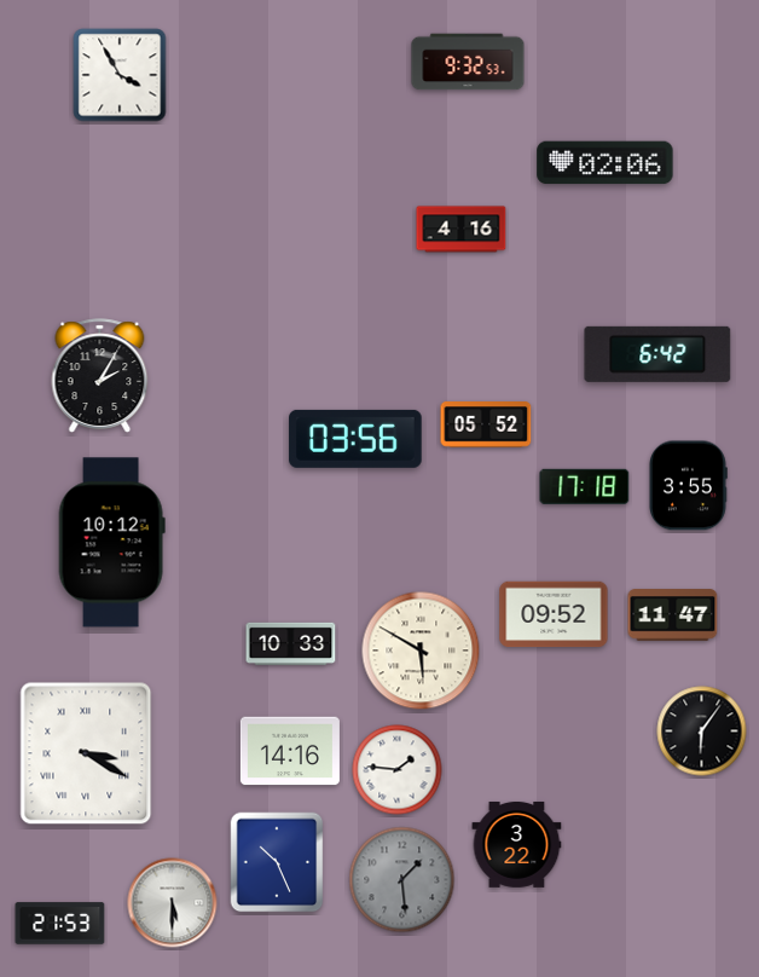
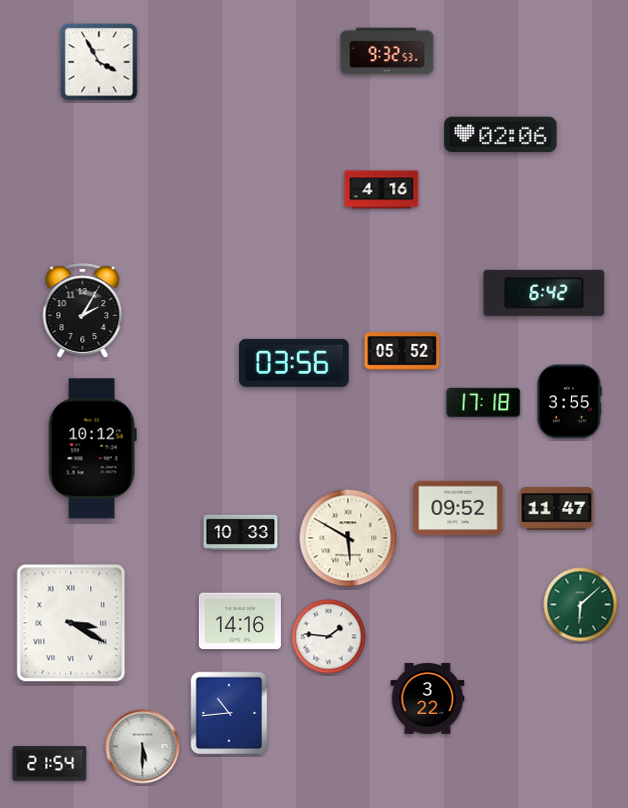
clock at (702, 732): 6:06 -> 6:08
clock at (702, 732) dial: black -> green
clock at (277, 862): 10:26 -> 10:44
clock at (402, 880): 1:29 -> none
clock at (60, 924): 21:53 -> 21:54
